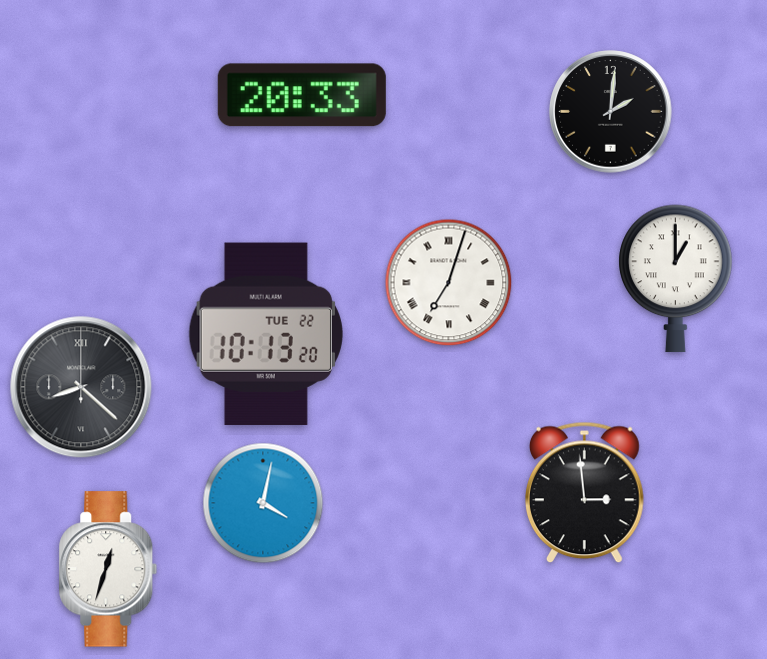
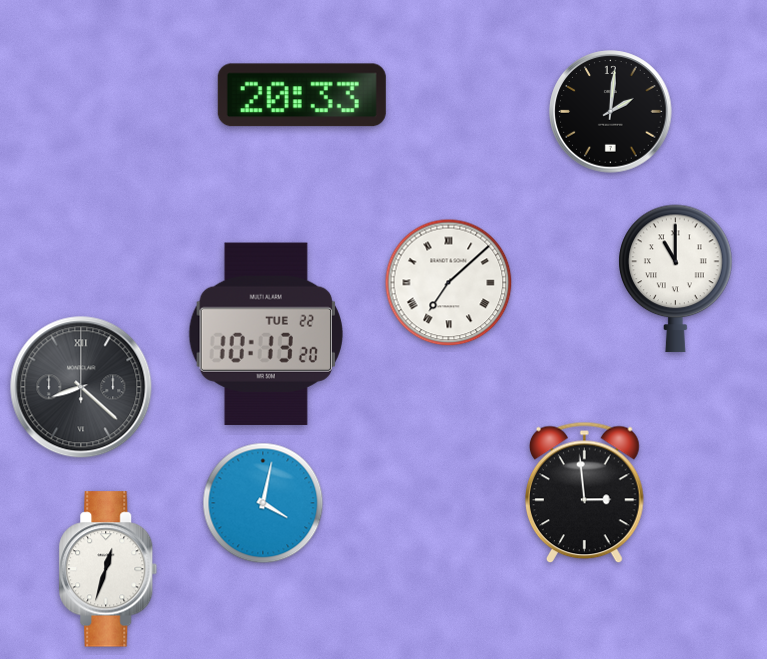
clock at (676, 278): 1:00 -> 11:00
clock at (449, 283): 7:03 -> 7:08
